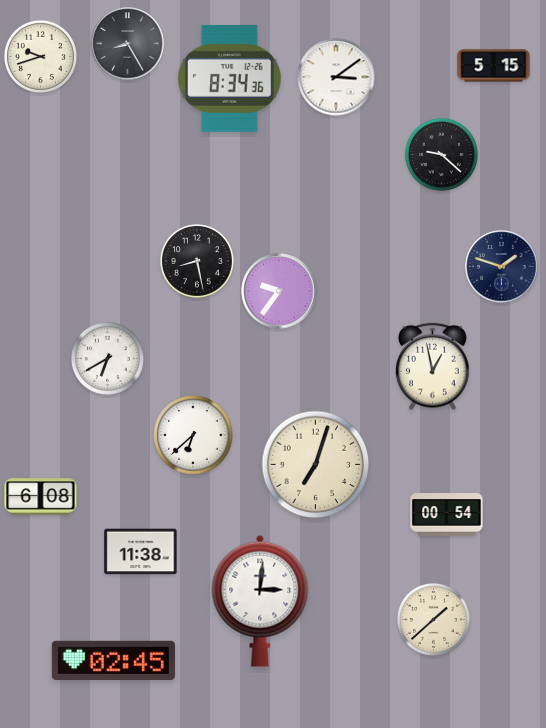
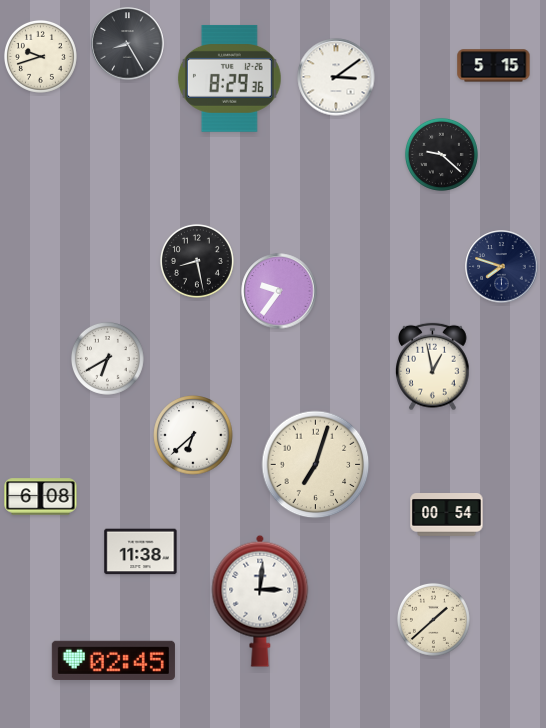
clock at (229, 78): 8:34 -> 8:29
clock at (502, 267): 1:48 -> 7:48
